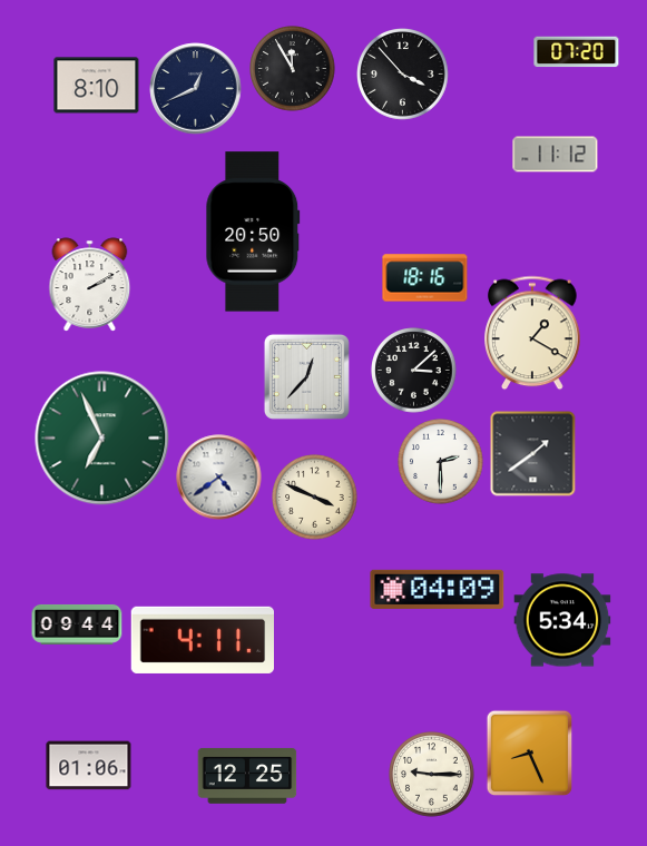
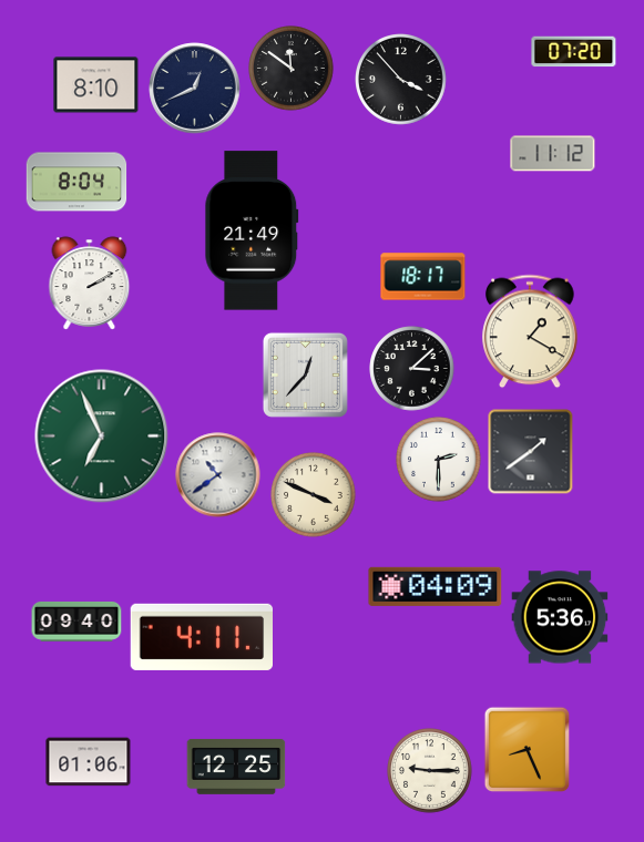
clock at (293, 69): 11:55 -> 11:51
clock at (403, 75) position: (403, 75) -> (401, 80)
clock at (76, 182): none -> 8:04
clock at (253, 232): 20:50 -> 21:49
clock at (425, 278): 18:16 -> 18:17
clock at (219, 478): 4:39 -> 10:39
clock at (562, 620): 5:34 -> 5:36
clock at (77, 624): 09:44 -> 09:40
clock at (247, 776) position: (247, 776) -> (236, 767)
